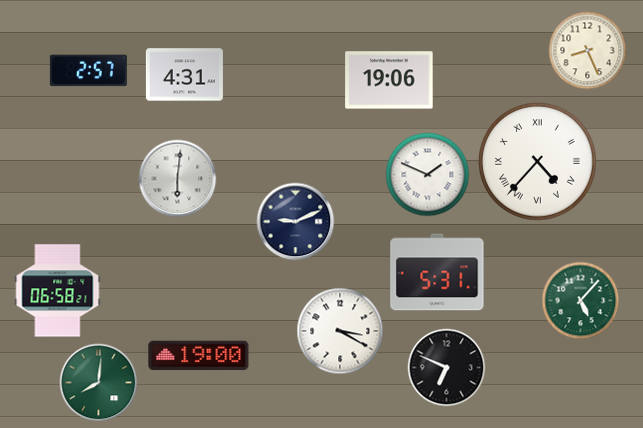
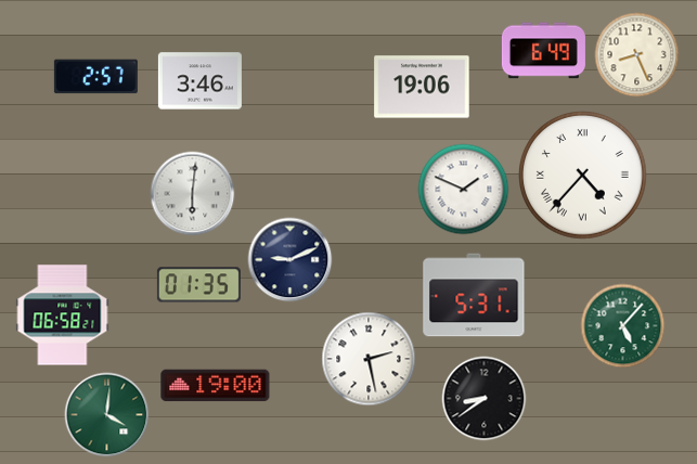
clock at (543, 51): none -> 6:49
clock at (184, 75): 4:31 -> 3:46
clock at (295, 221) position: (295, 221) -> (289, 259)
clock at (198, 285): none -> 01:35
clock at (580, 300) position: (580, 300) -> (622, 325)
clock at (340, 331): 3:20 -> 2:28
clock at (446, 367): 6:49 -> 8:39
clock at (98, 382): 8:01 -> 4:01
